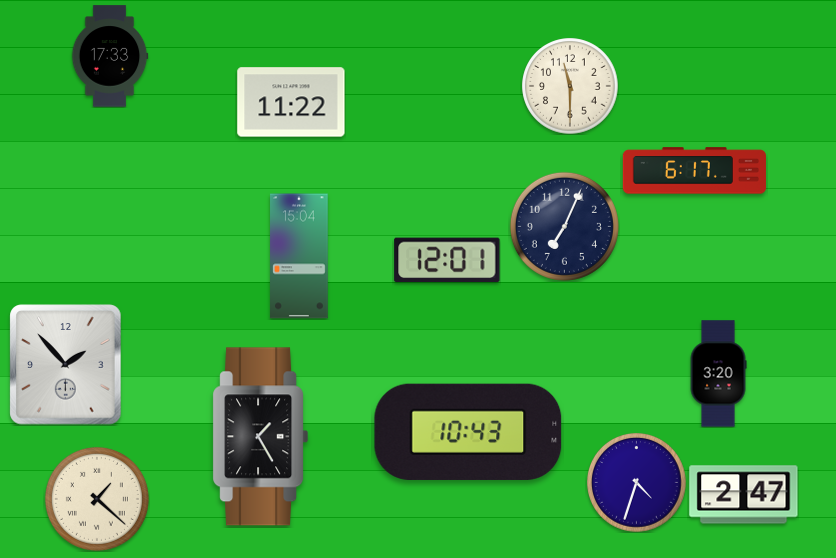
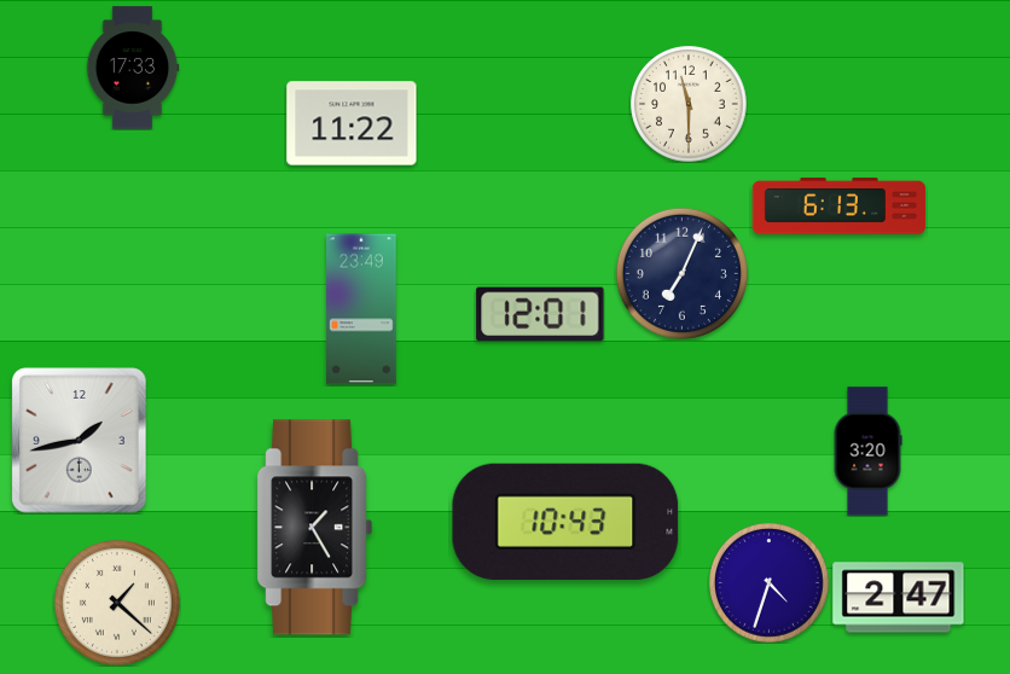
clock at (694, 171): 6:17 -> 6:13
clock at (299, 256): 15:04 -> 23:49
clock at (66, 365): 1:53 -> 1:43
